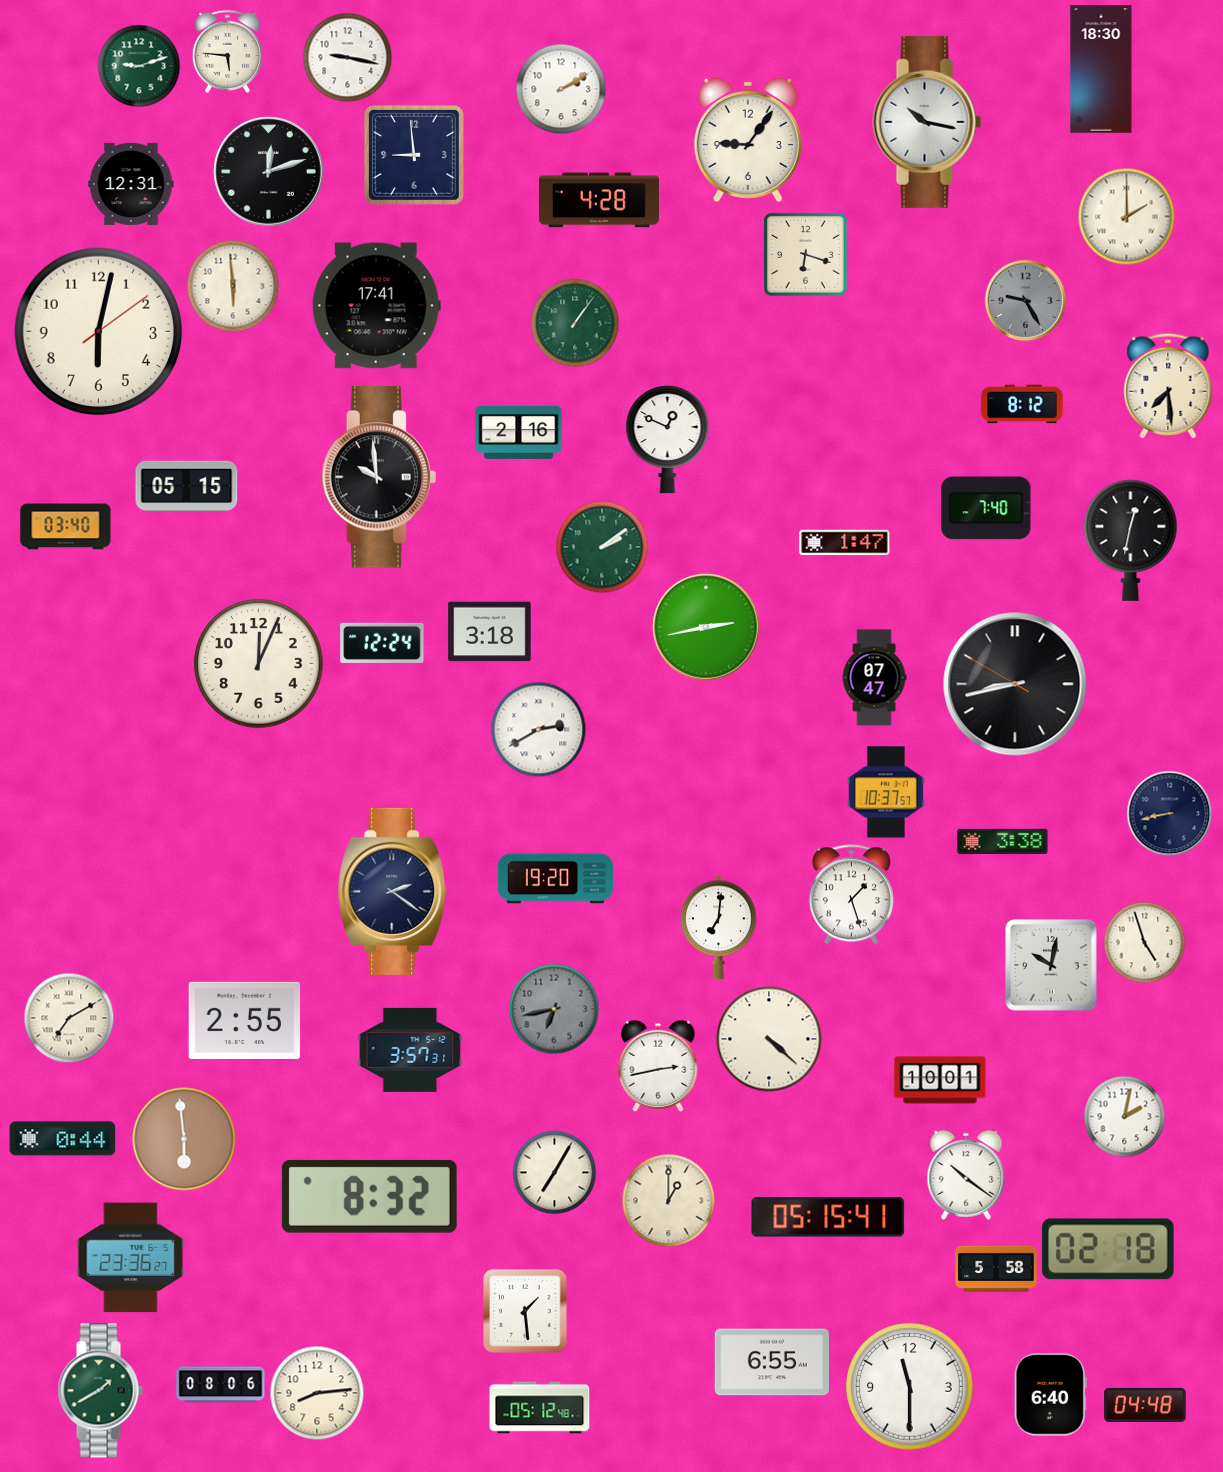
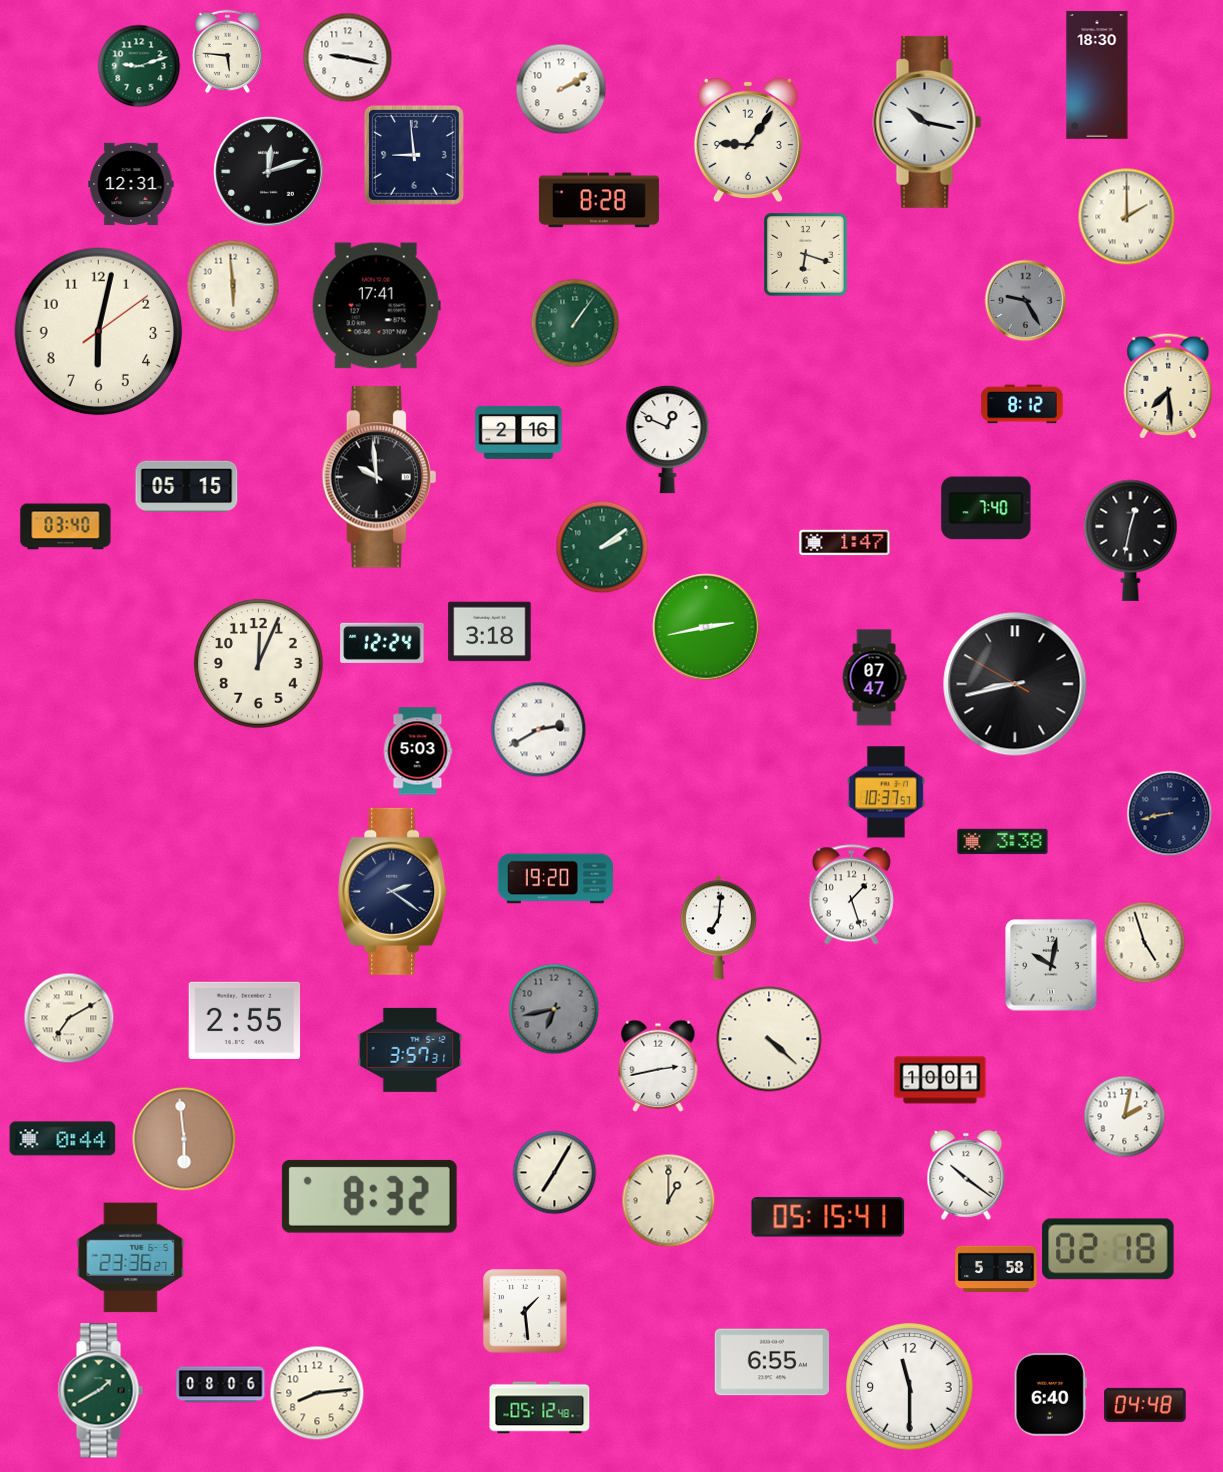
clock at (1101, 69) position: (1101, 69) -> (1097, 75)
clock at (599, 200): 4:28 -> 8:28
clock at (418, 751): none -> 5:03
